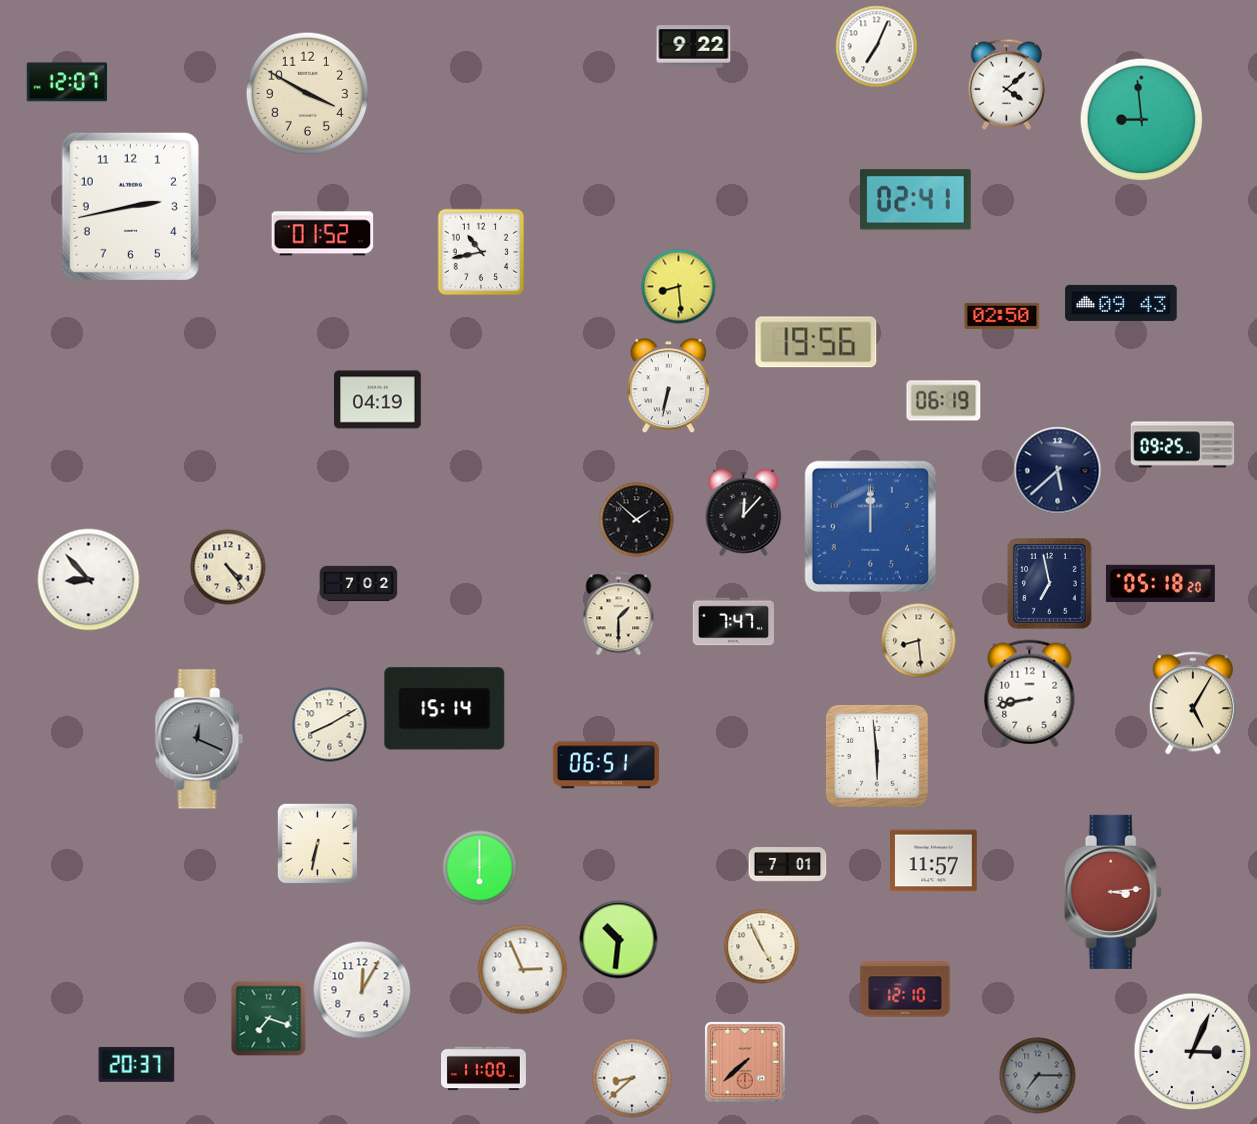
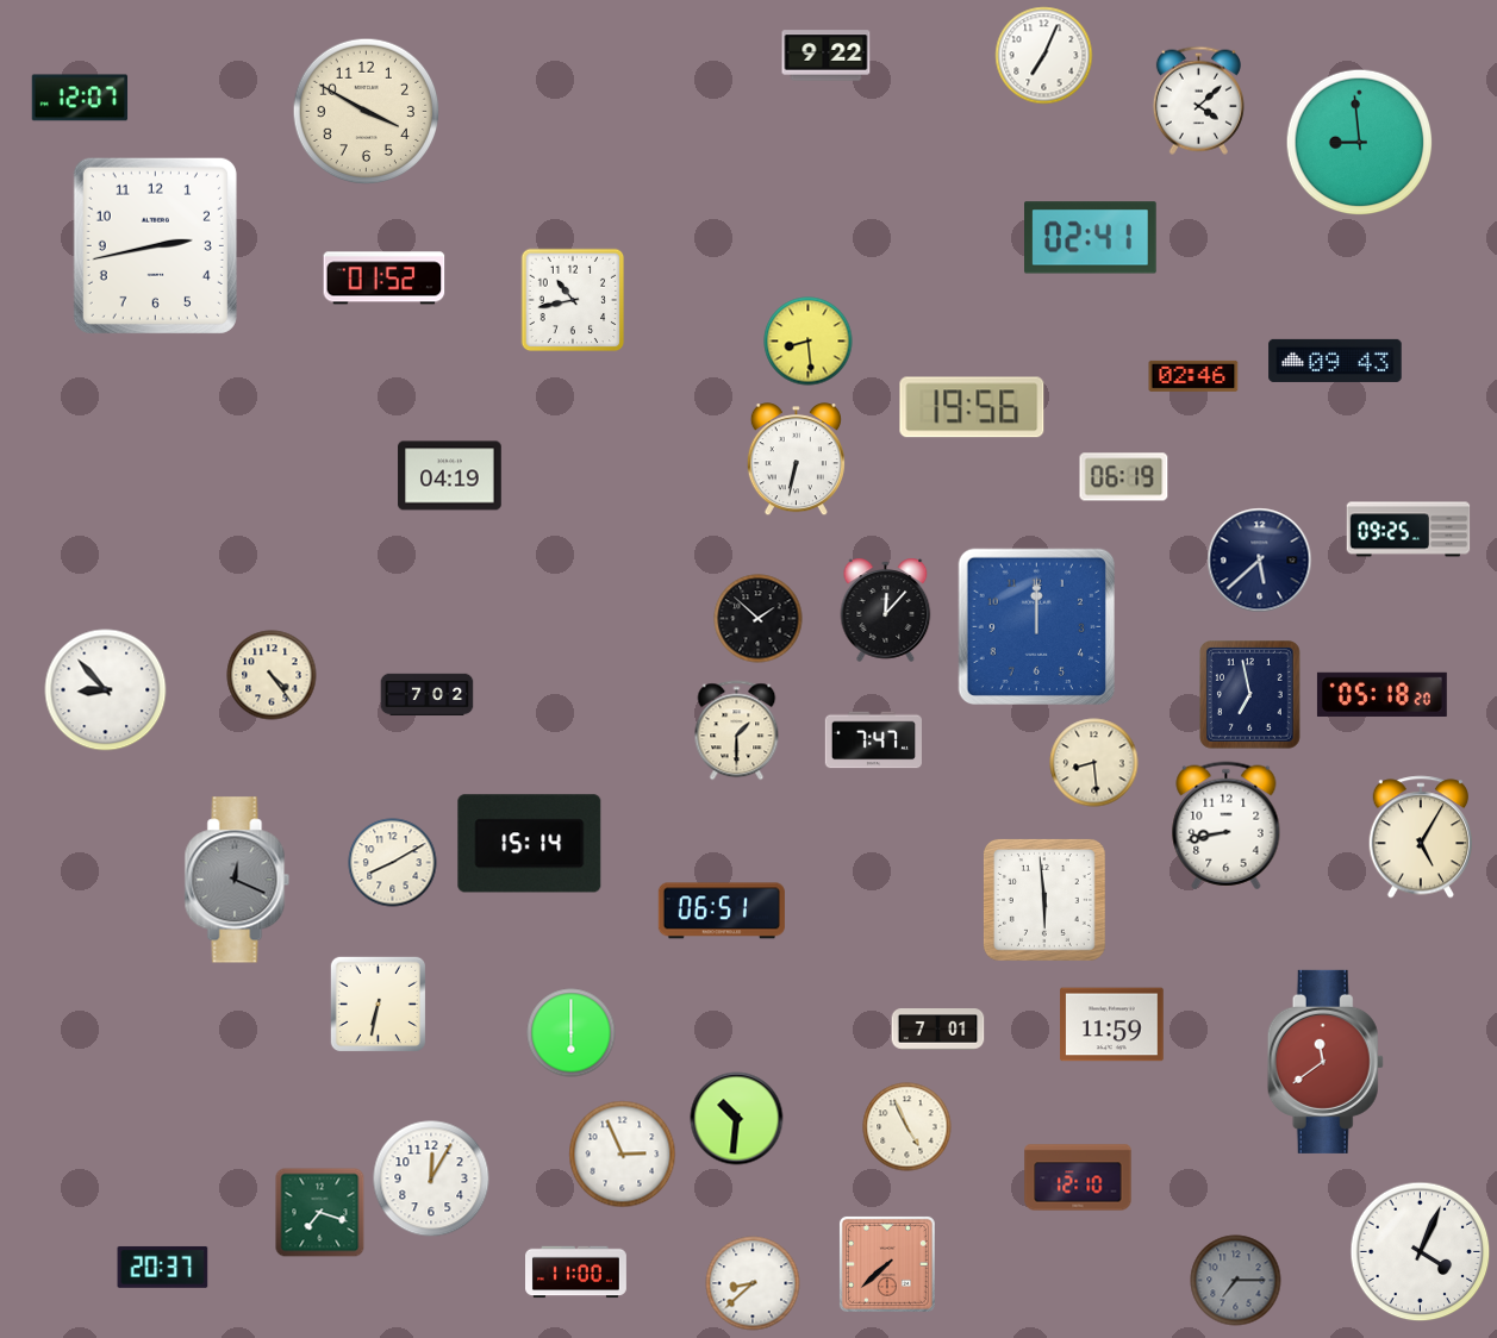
clock at (1002, 316): 02:50 -> 02:46
clock at (934, 861): 11:57 -> 11:59
clock at (1113, 892): 3:14 -> 11:39
clock at (1193, 1052): 3:04 -> 4:04
